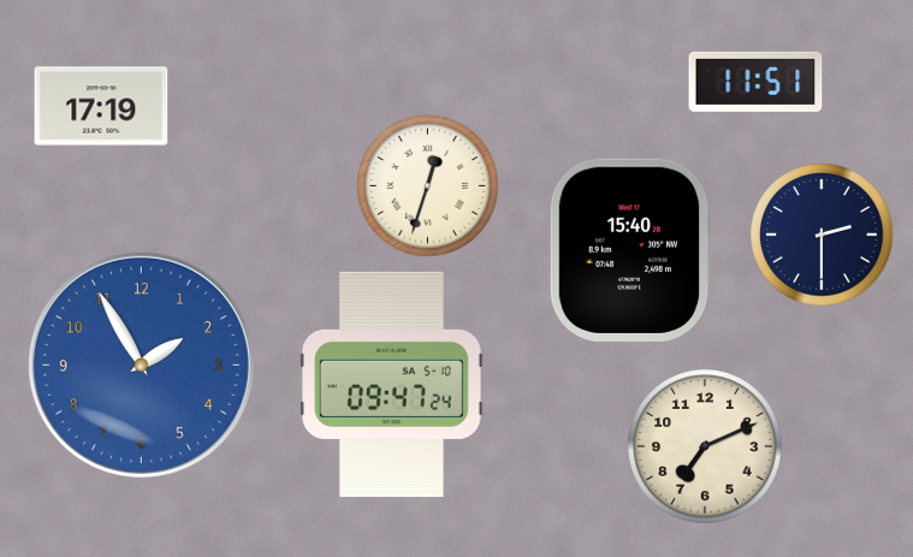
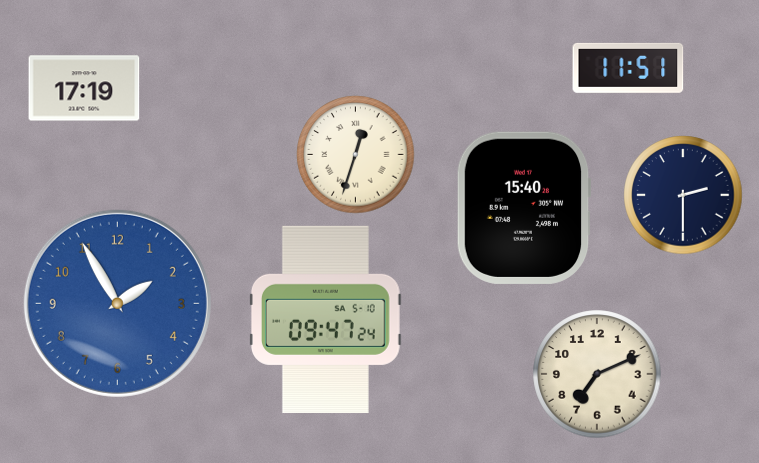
clock at (705, 446) position: (705, 446) -> (597, 374)
